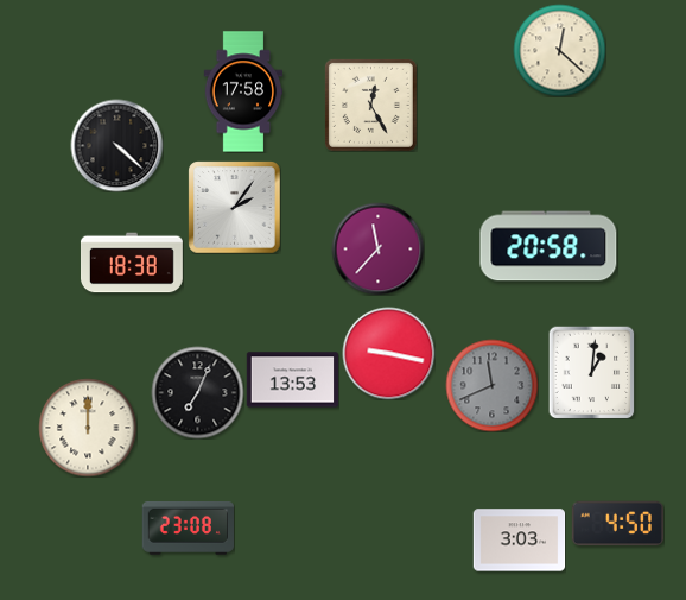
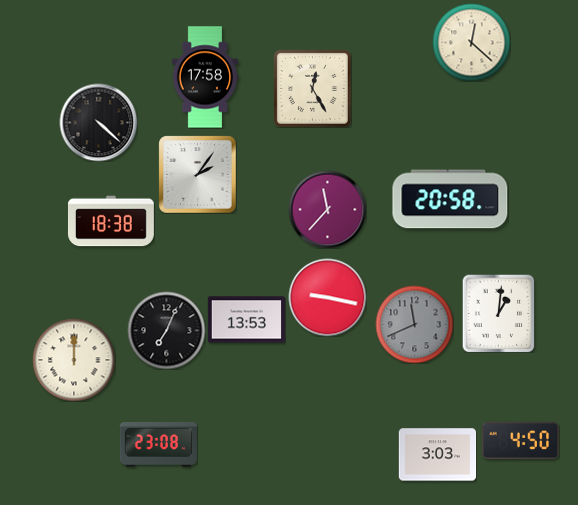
clock at (548, 246) position: (548, 246) -> (450, 199)
clock at (377, 248) position: (377, 248) -> (327, 209)
